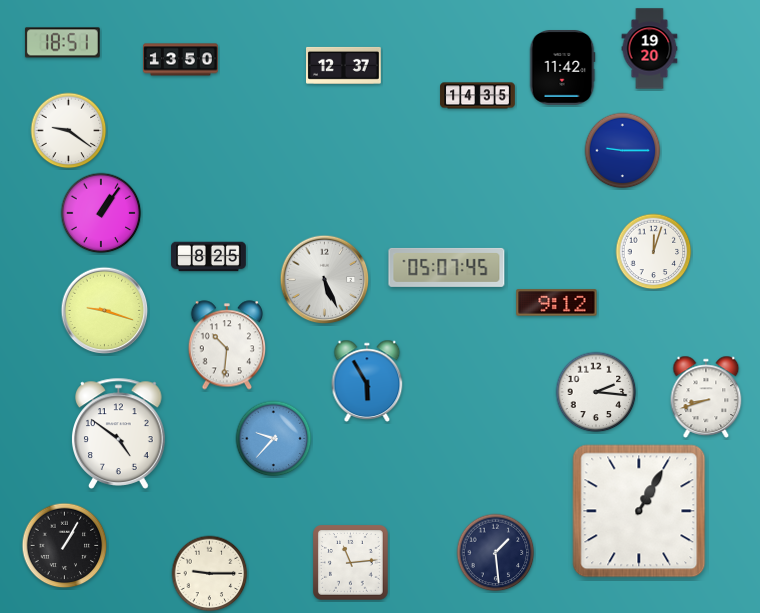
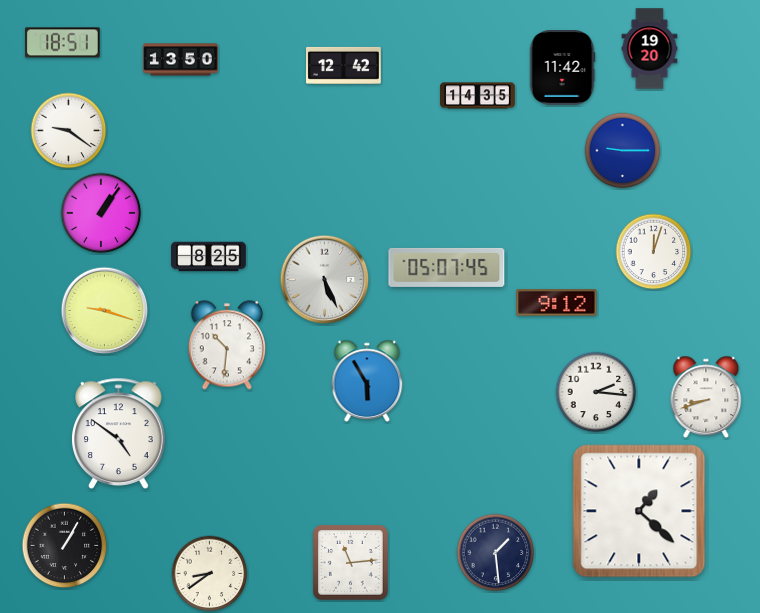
clock at (344, 65): 12:37 -> 12:42
clock at (274, 439): 9:37 -> none
clock at (639, 511): 1:05 -> 1:22
clock at (210, 574): 9:15 -> 8:39
